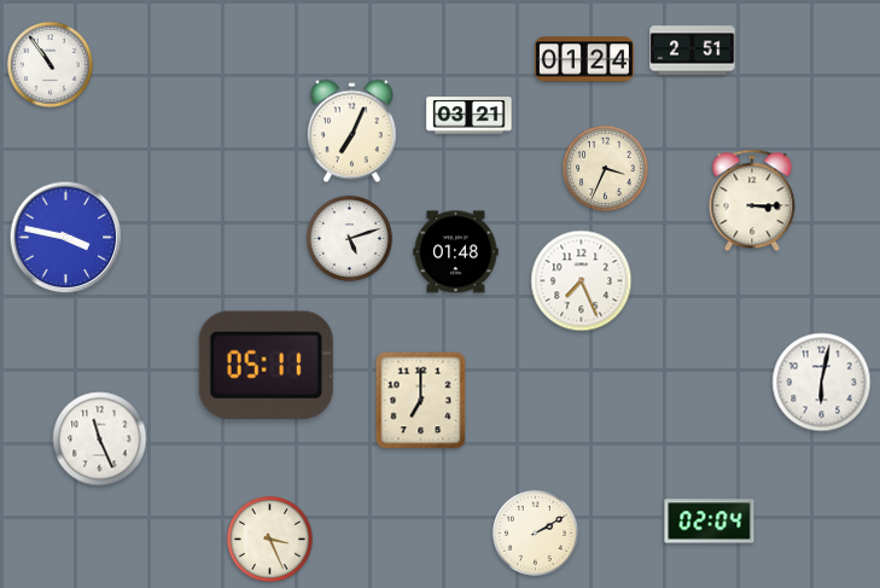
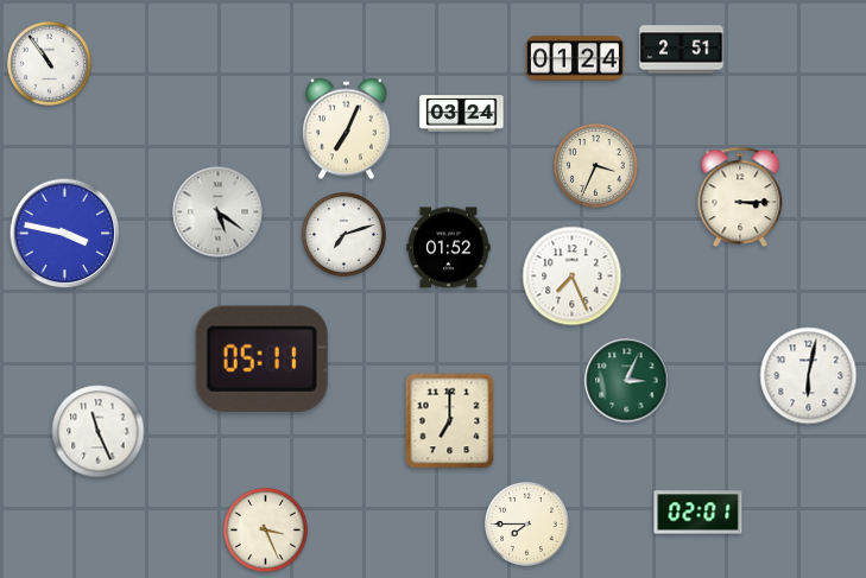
clock at (470, 116): 03:21 -> 03:24
clock at (219, 212): none -> 5:21
clock at (349, 238): 5:12 -> 7:12
clock at (456, 252): 01:48 -> 01:52
clock at (627, 381): none -> 3:04
clock at (421, 401) position: (421, 401) -> (450, 421)
clock at (710, 522): 02:04 -> 02:01
clock at (535, 532): 2:10 -> 7:45
